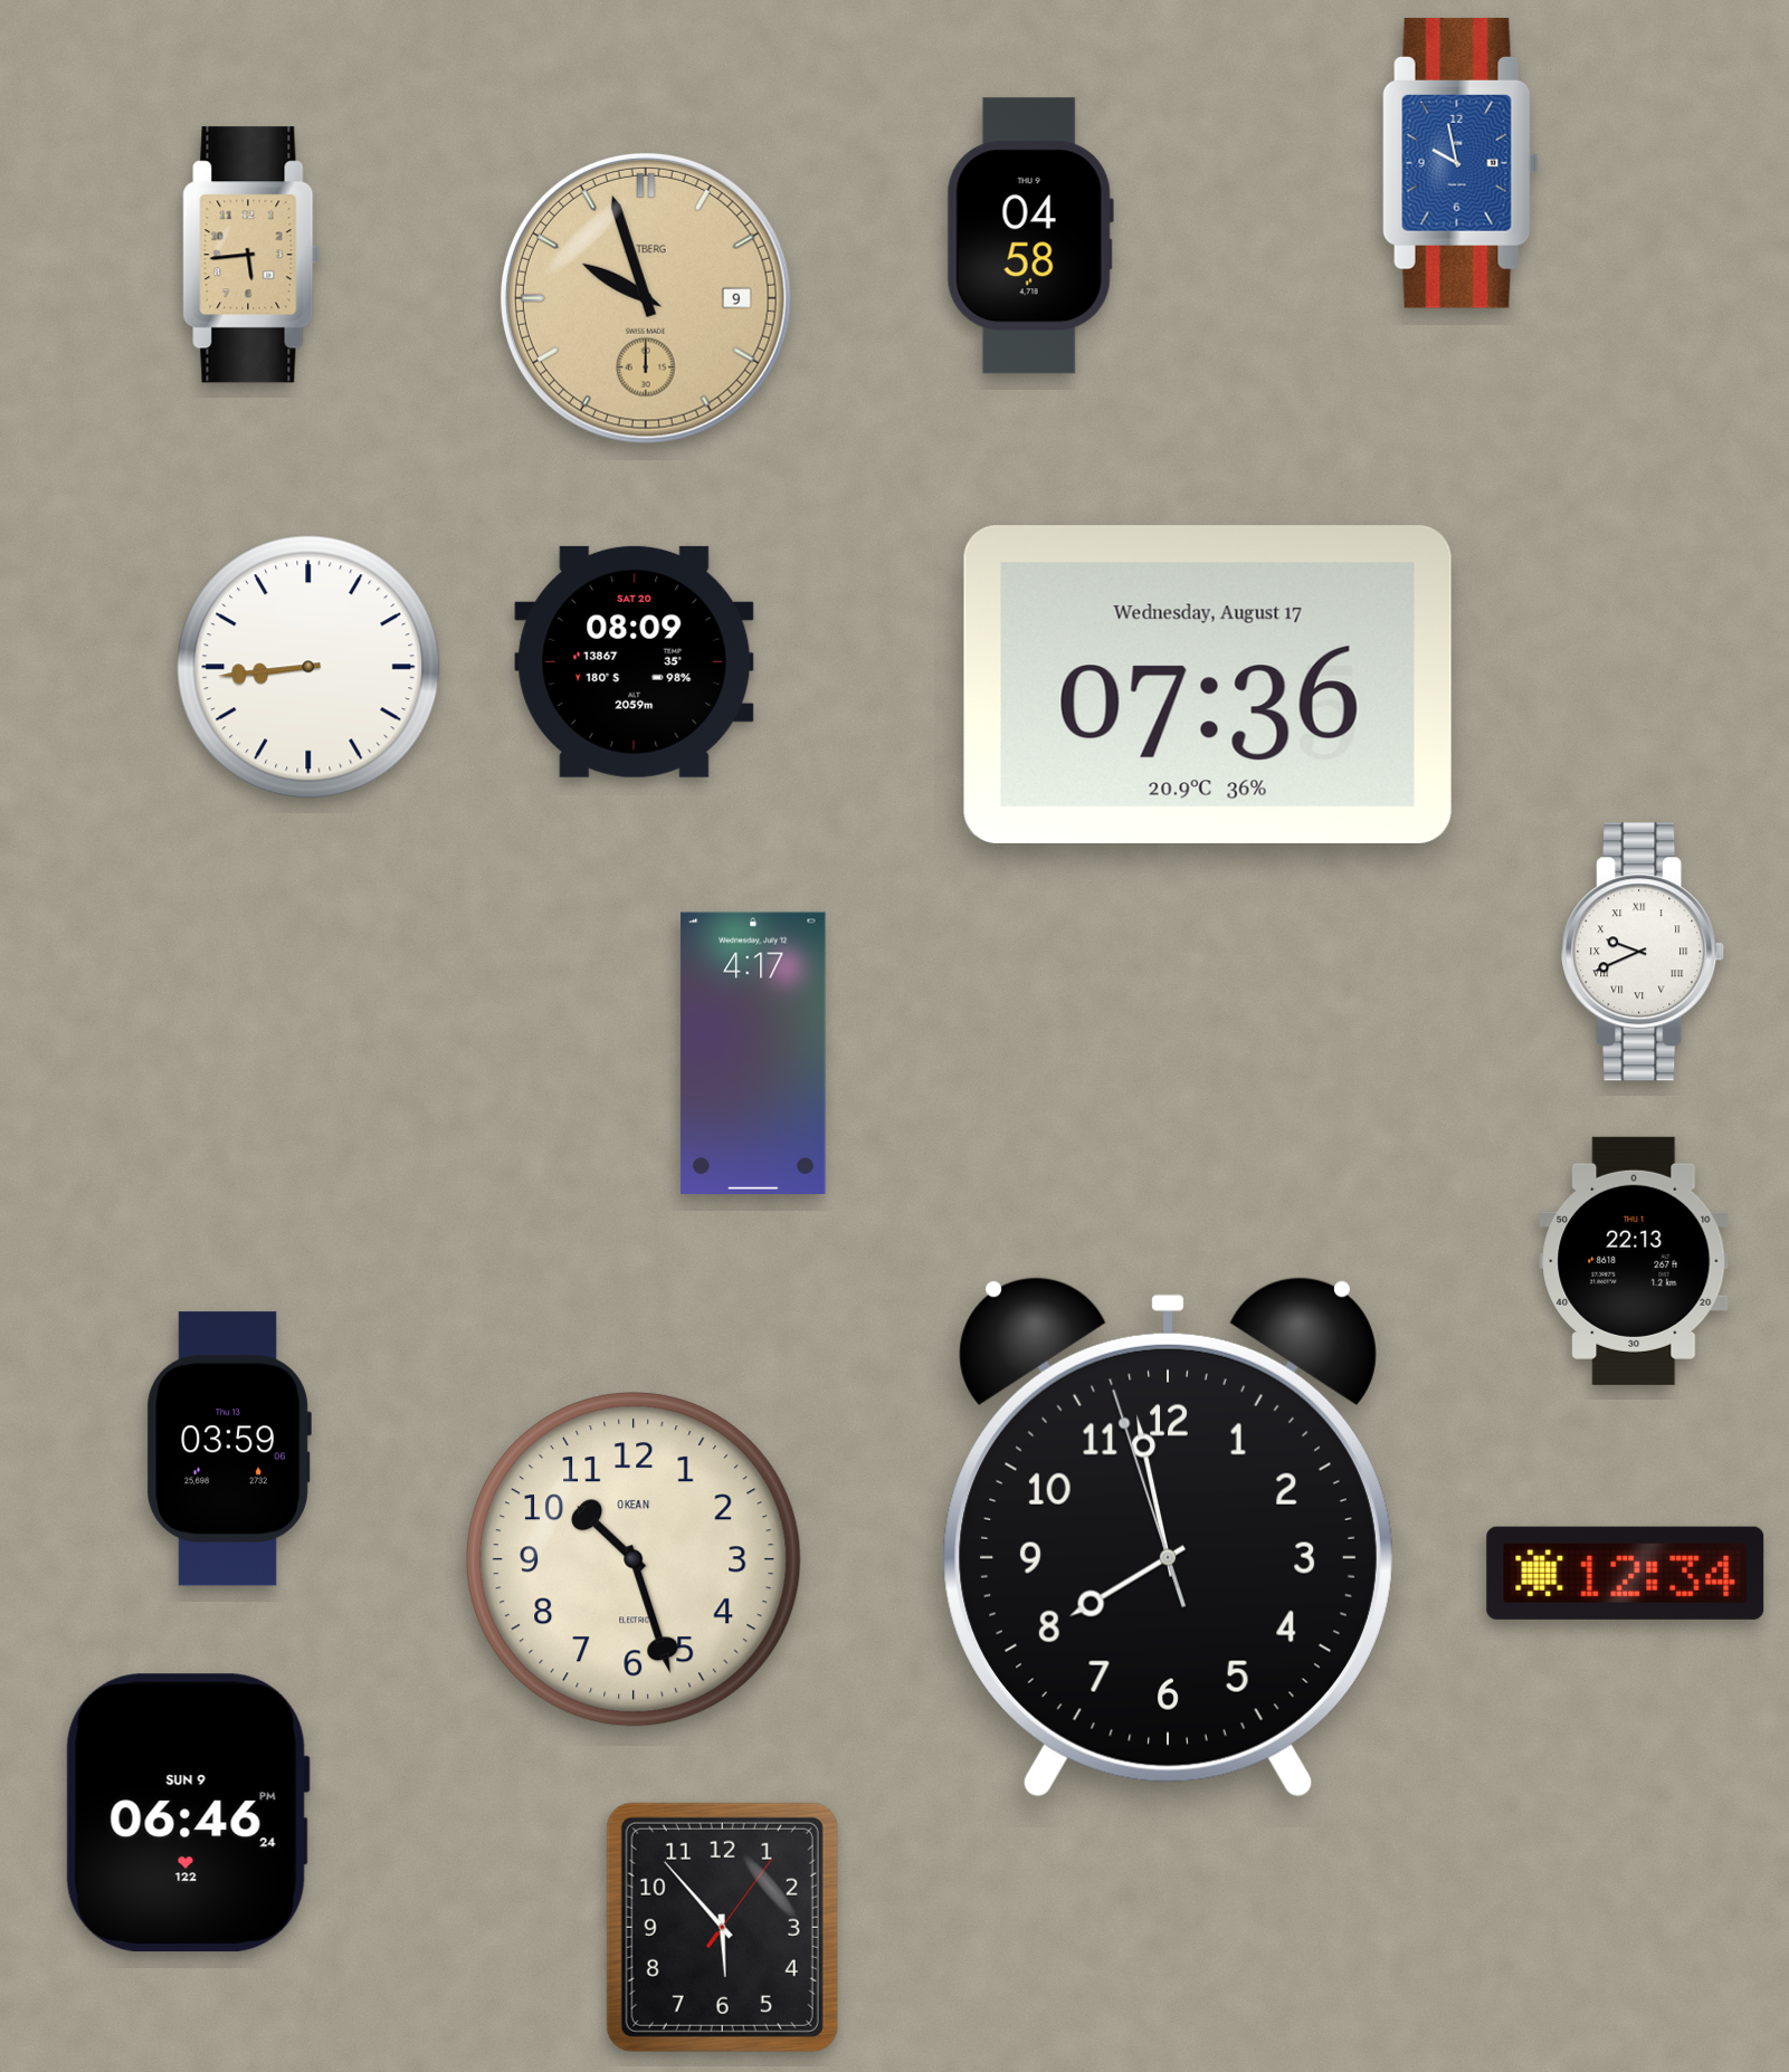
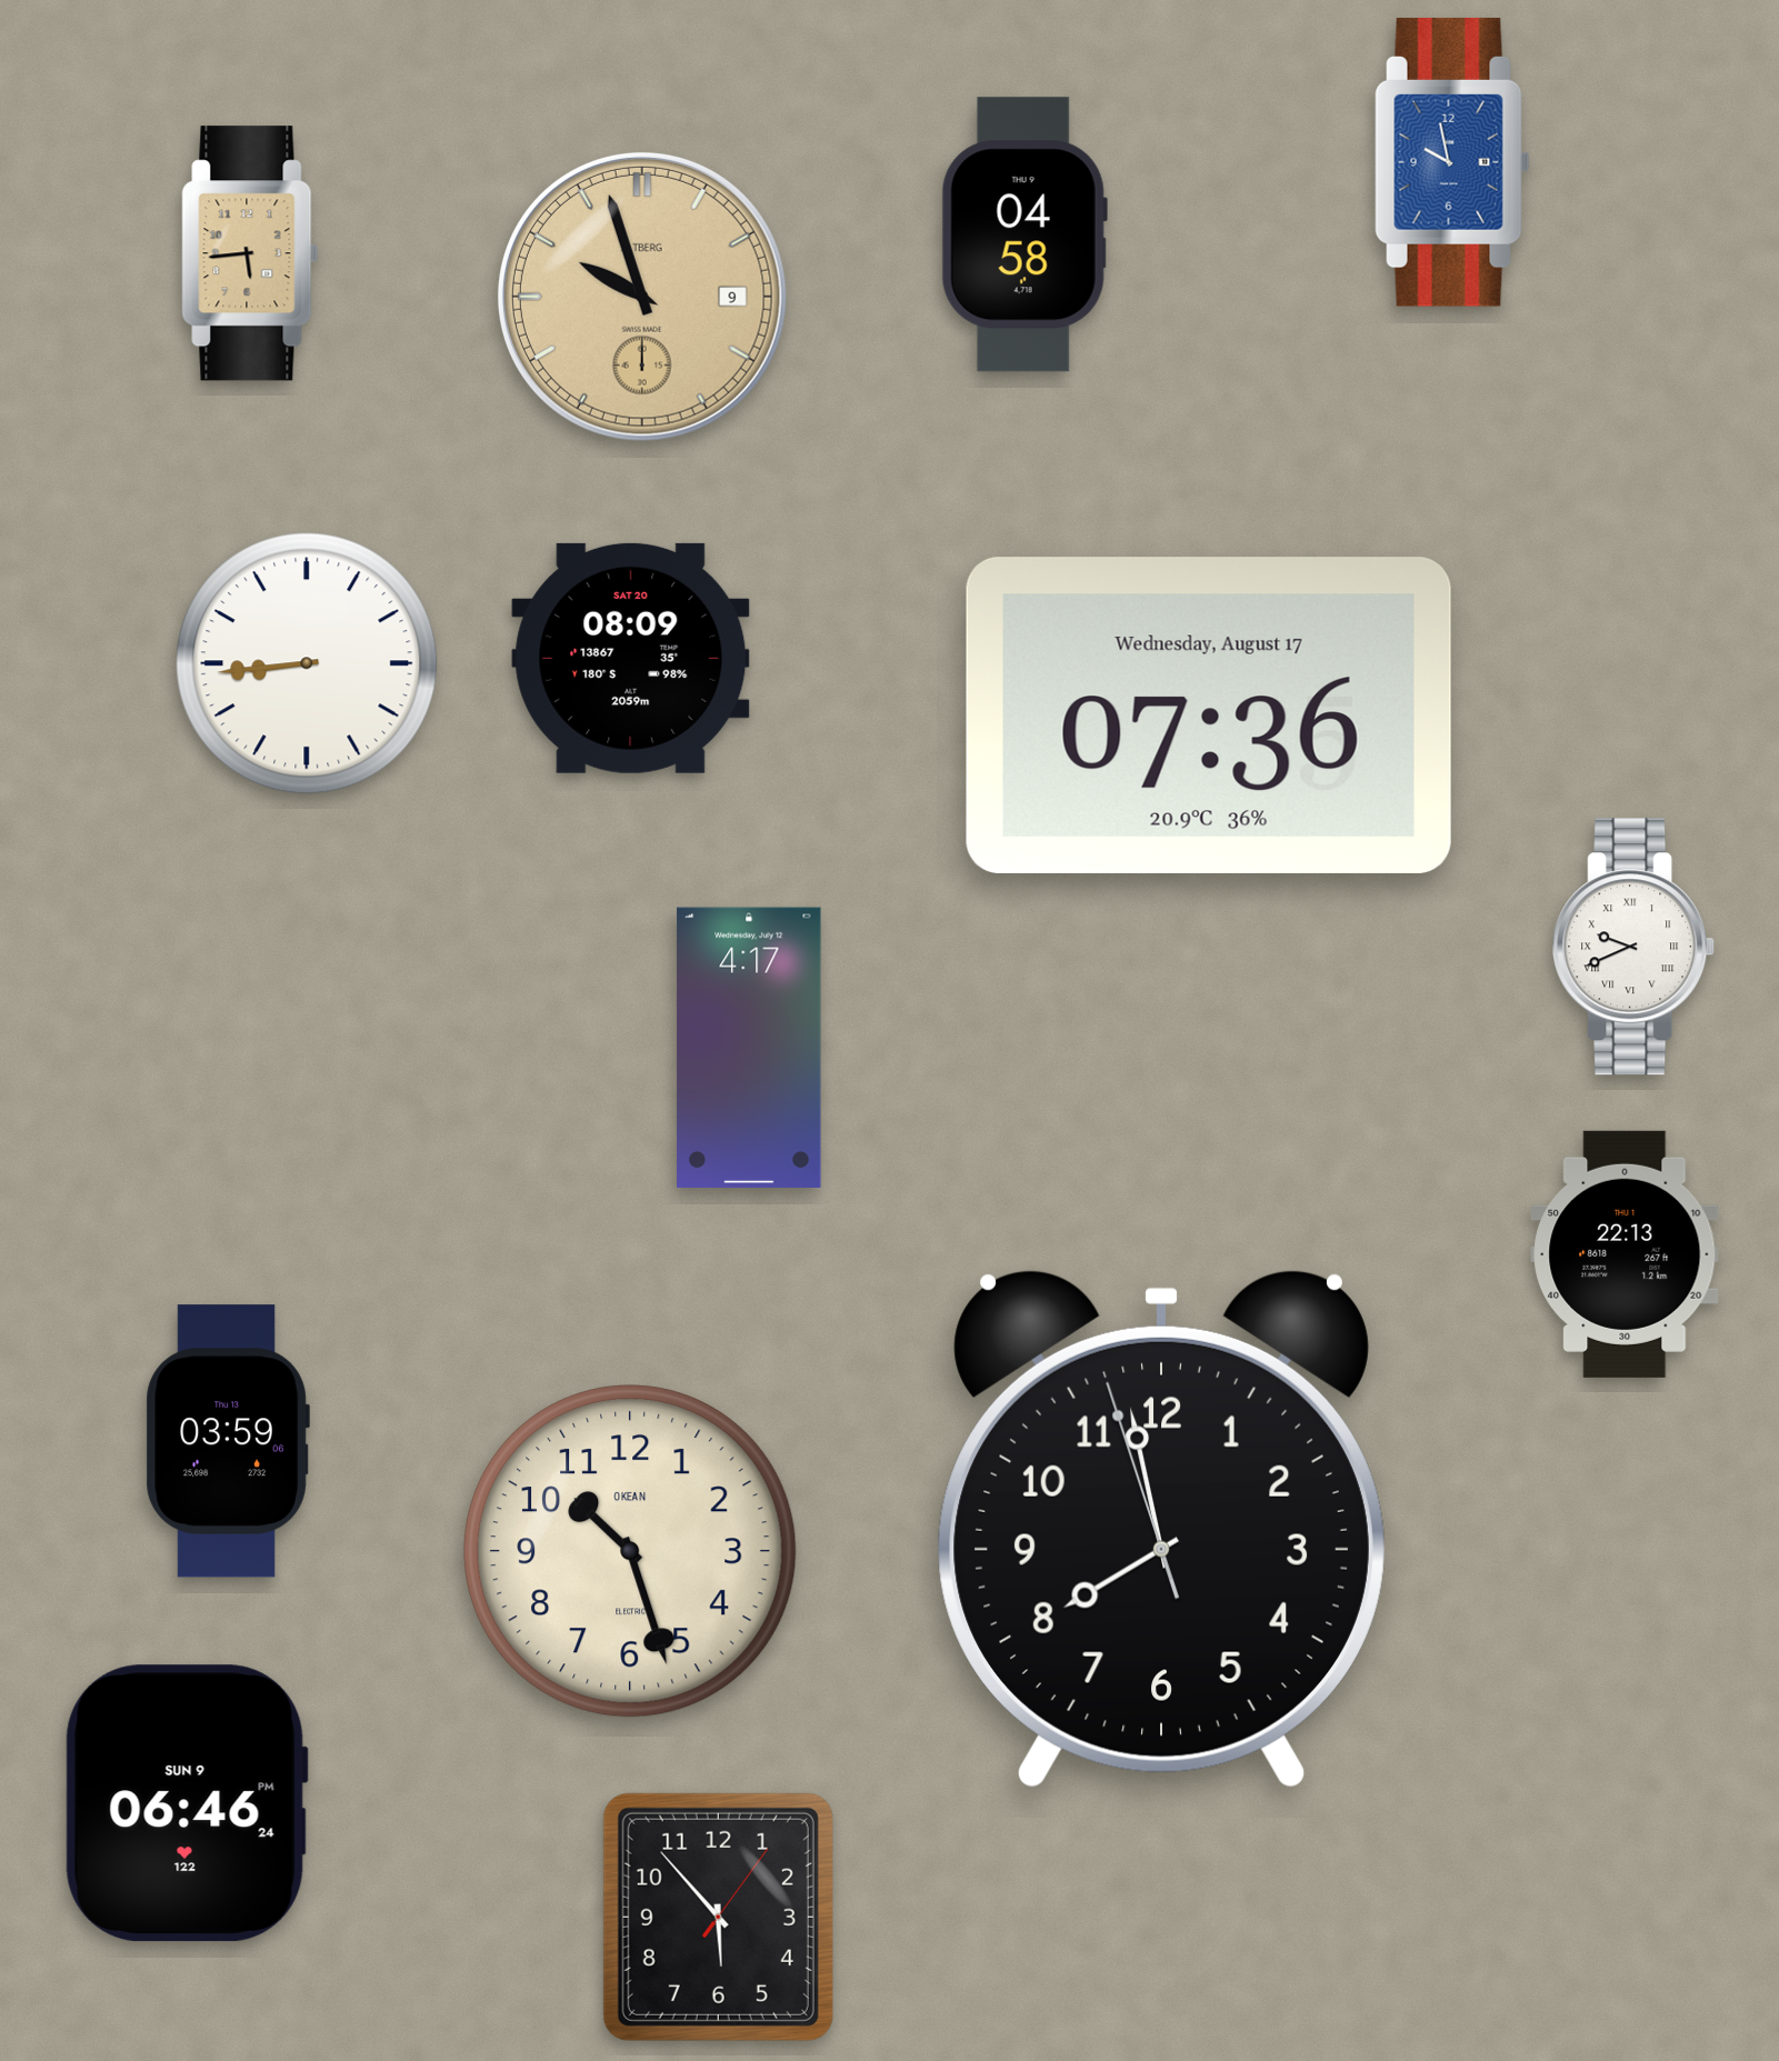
clock at (1208, 685) position: (1208, 685) -> (1209, 716)
clock at (1626, 1573): 12:34 -> none
